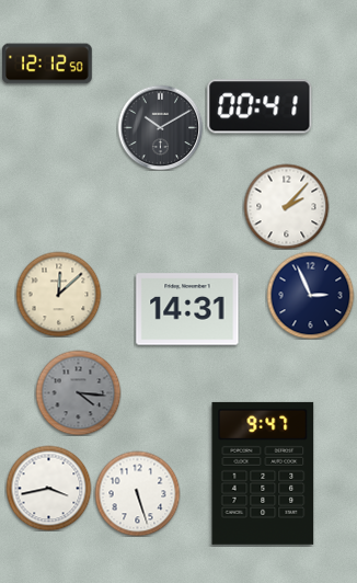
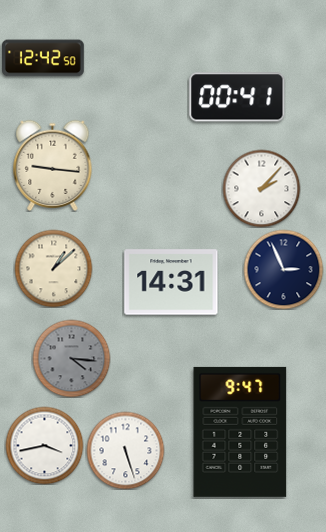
clock at (48, 64): 12:12 -> 12:42
clock at (160, 127): 10:10 -> none
clock at (53, 165): none -> 9:16
clock at (58, 294): 12:08 -> 1:08
